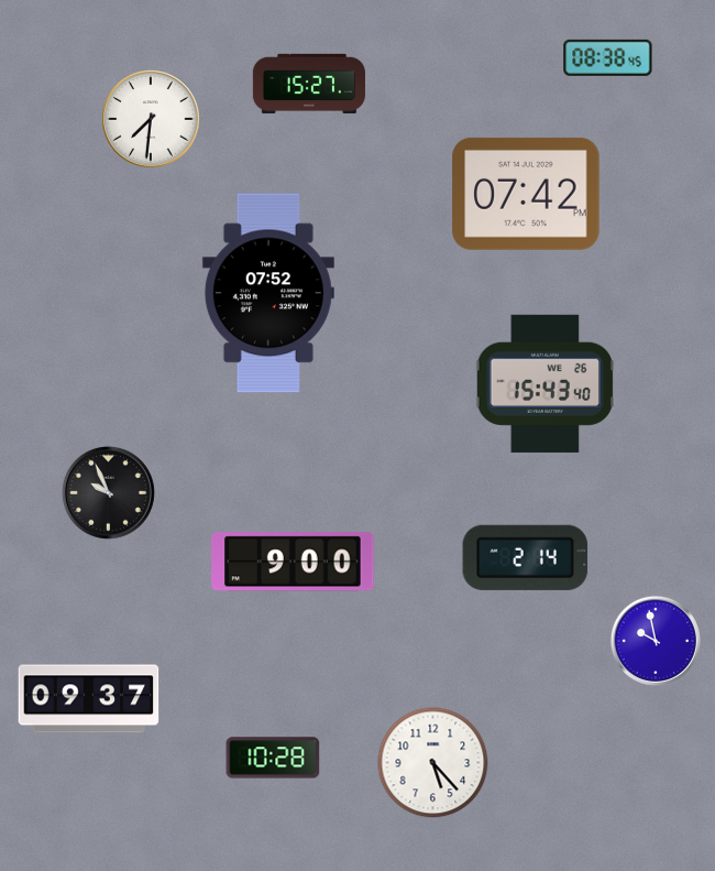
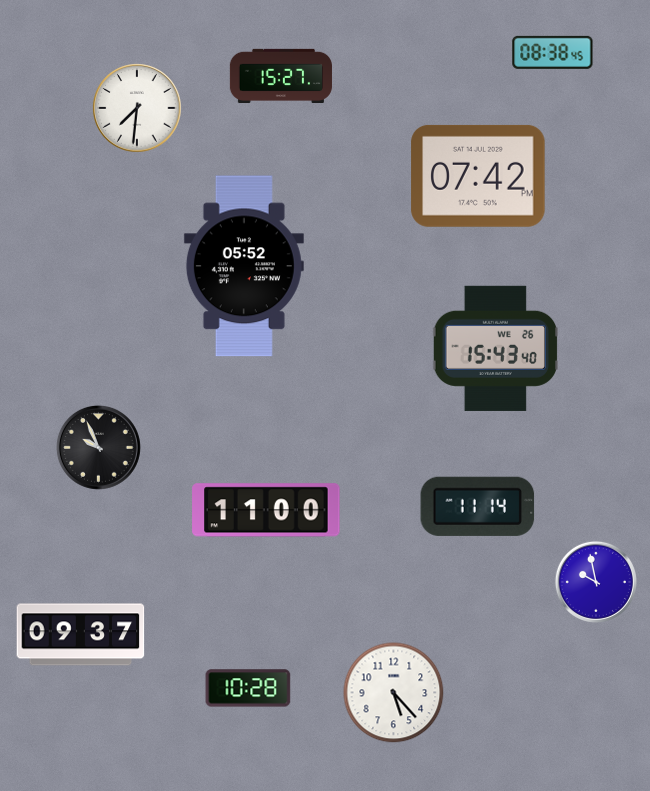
clock at (268, 293): 07:52 -> 05:52
clock at (526, 557): 2:14 -> 11:14
clock at (293, 562): 9:00 -> 11:00
